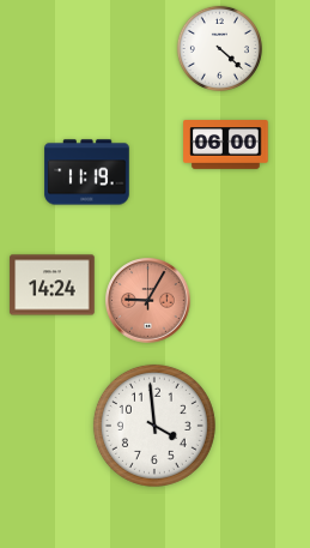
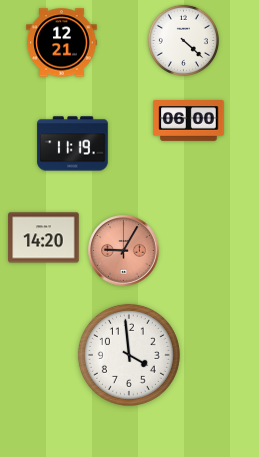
clock at (62, 43): none -> 12:21
clock at (53, 285): 14:24 -> 14:20
